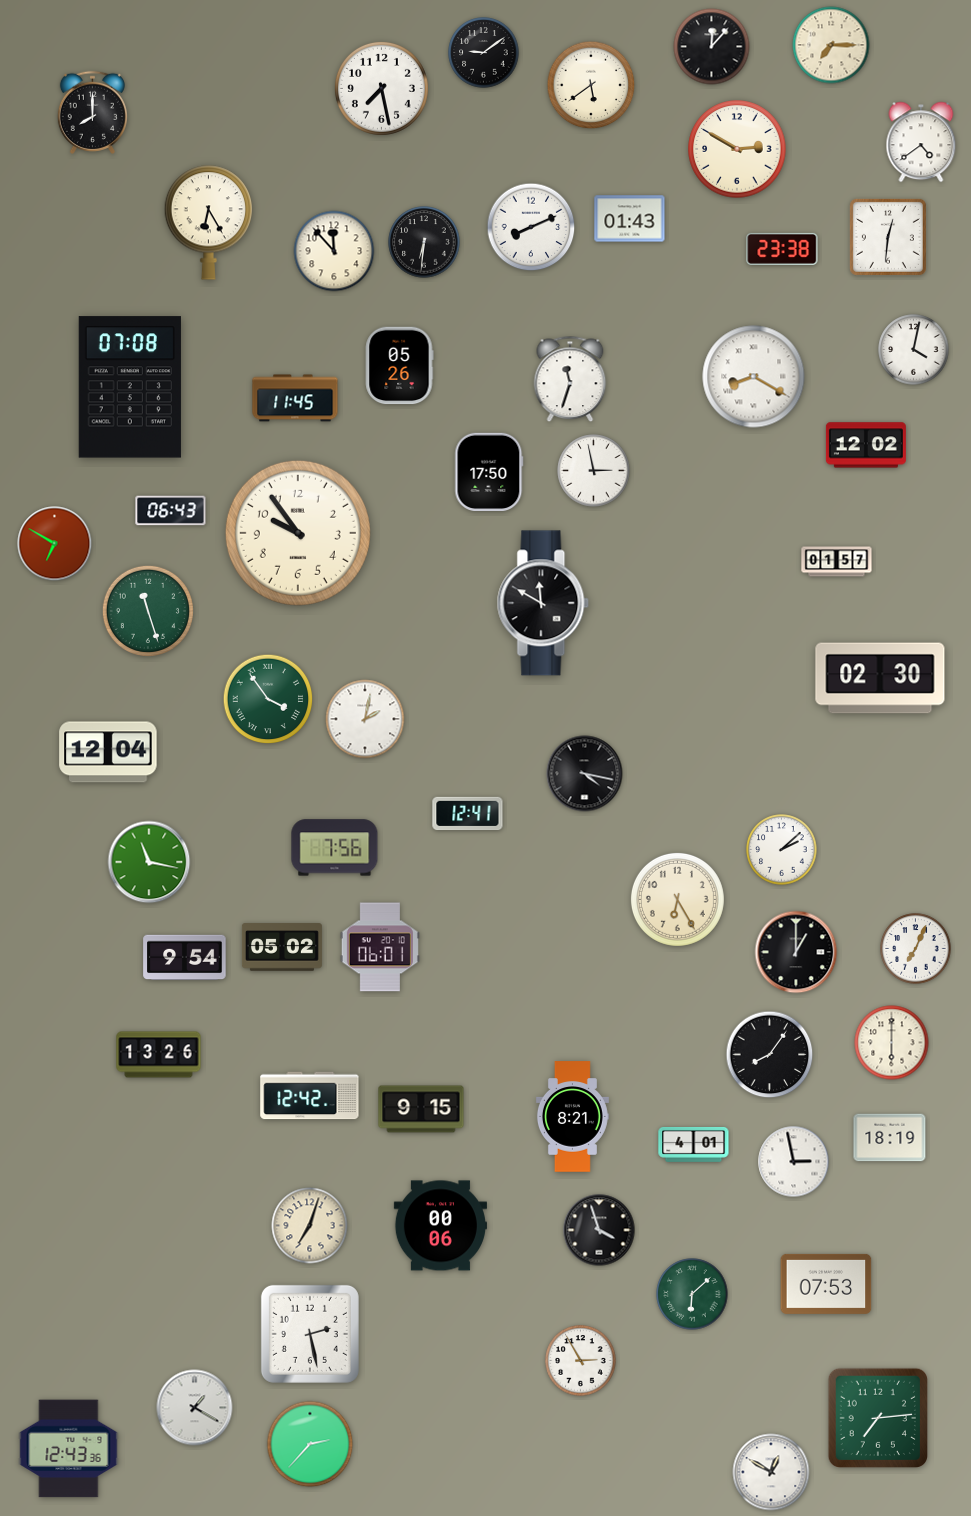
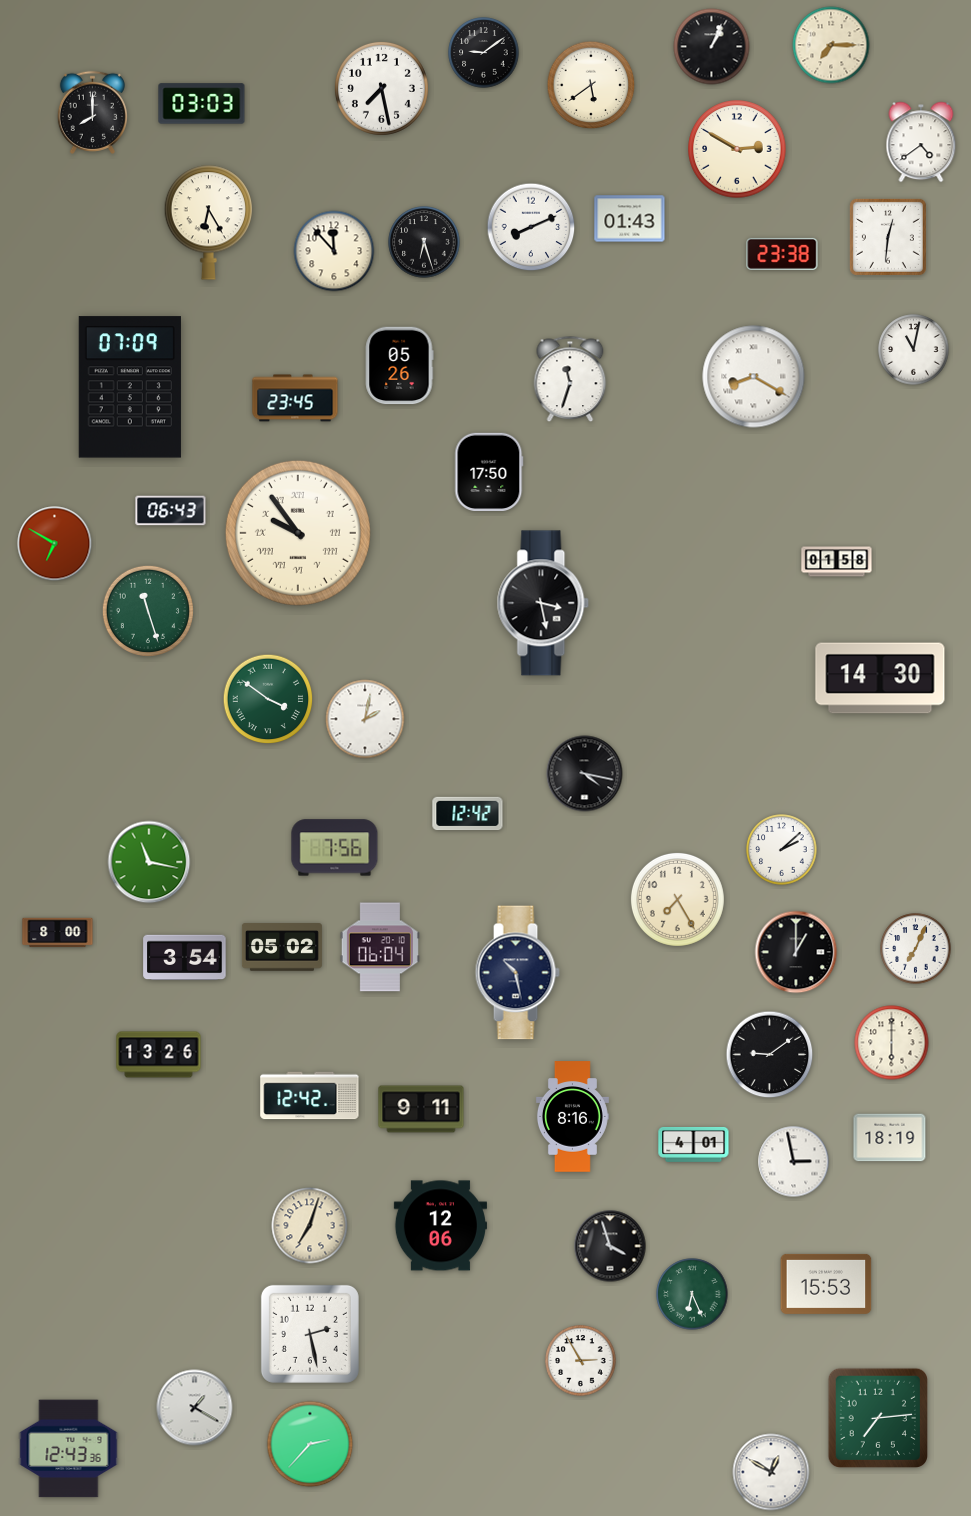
clock at (712, 47): 12:07 -> 1:04
clock at (202, 104): none -> 03:03
clock at (424, 242): 6:31 -> 6:27
clock at (782, 249) position: (782, 249) -> (782, 254)
clock at (914, 350): 4:02 -> 11:02
clock at (130, 387): 07:08 -> 07:09
clock at (295, 398): 11:45 -> 23:45
clock at (866, 445): 12:02 -> none
clock at (594, 471): 2:58 -> none
clock at (298, 533) numerals: Arabic -> Roman
clock at (837, 562): 01:57 -> 01:58
clock at (543, 603): 11:50 -> 3:28
clock at (880, 678): 02:30 -> 14:30
clock at (268, 699): 3:54 -> 3:51
clock at (108, 752): 12:04 -> none
clock at (468, 814): 12:41 -> 12:42
clock at (677, 899): 6:25 -> 7:25
clock at (58, 933): none -> 8:00
clock at (380, 947): 06:01 -> 06:04
clock at (185, 958): 9:54 -> 3:54
clock at (517, 973): none -> 10:28
clock at (770, 1055): 8:06 -> 9:09
clock at (421, 1109): 9:15 -> 9:11
clock at (572, 1117): 8:21 -> 8:16
clock at (440, 1226): 00:06 -> 12:06
clock at (599, 1230) position: (599, 1230) -> (610, 1246)
clock at (826, 1284): 07:53 -> 15:53
clock at (692, 1294): 6:08 -> 6:26
